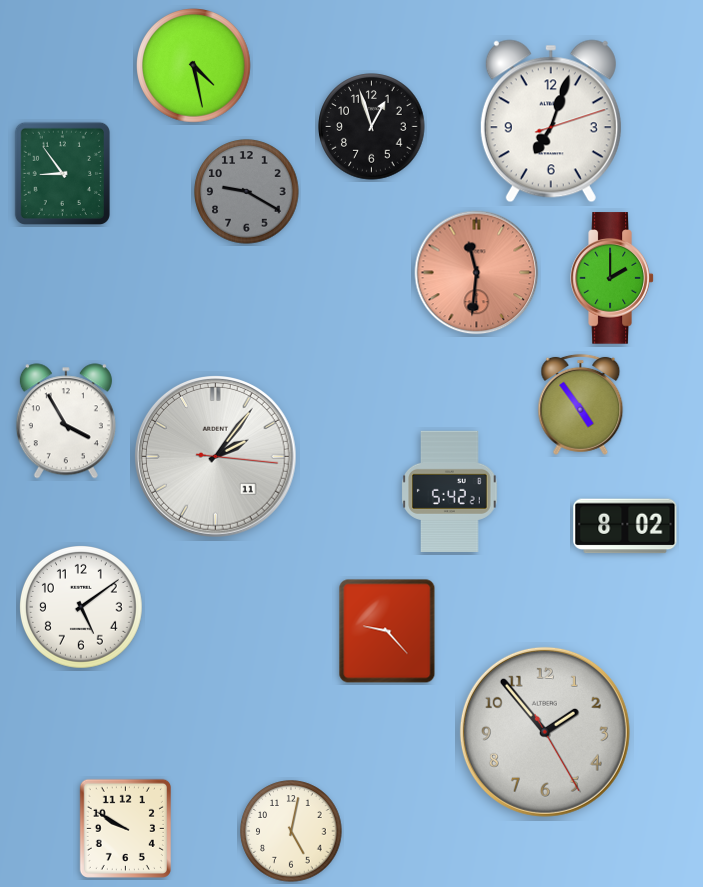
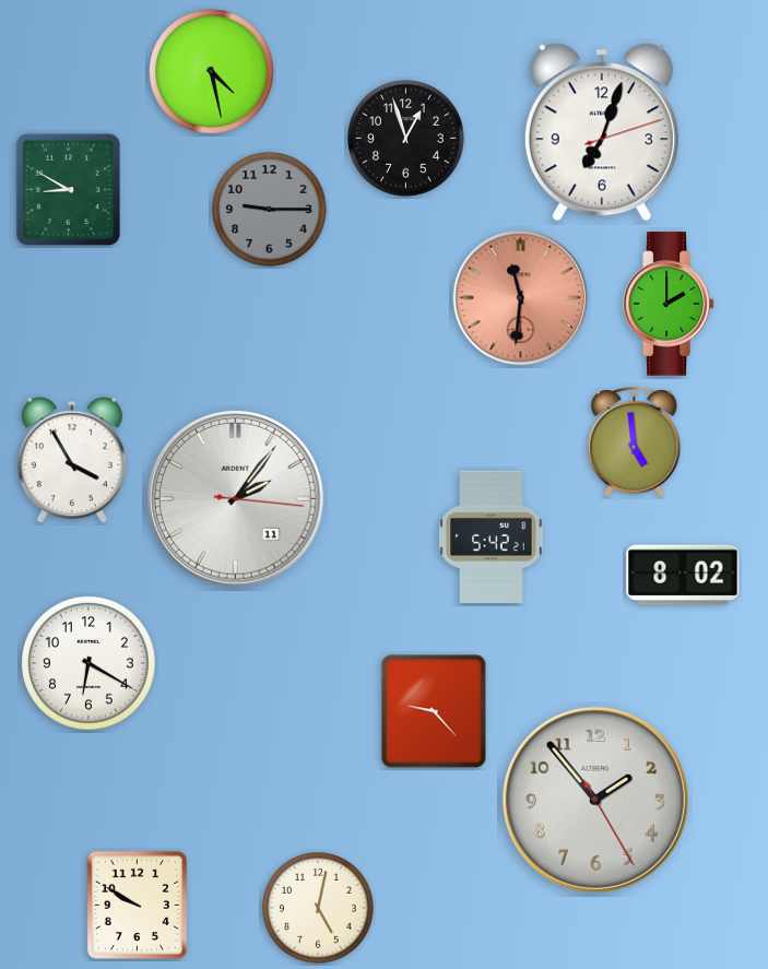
clock at (62, 173): 8:54 -> 8:50
clock at (247, 192): 9:20 -> 9:15
clock at (581, 404): 4:54 -> 4:59
clock at (82, 608): 5:09 -> 6:20
clock at (387, 631) position: (387, 631) -> (434, 711)
